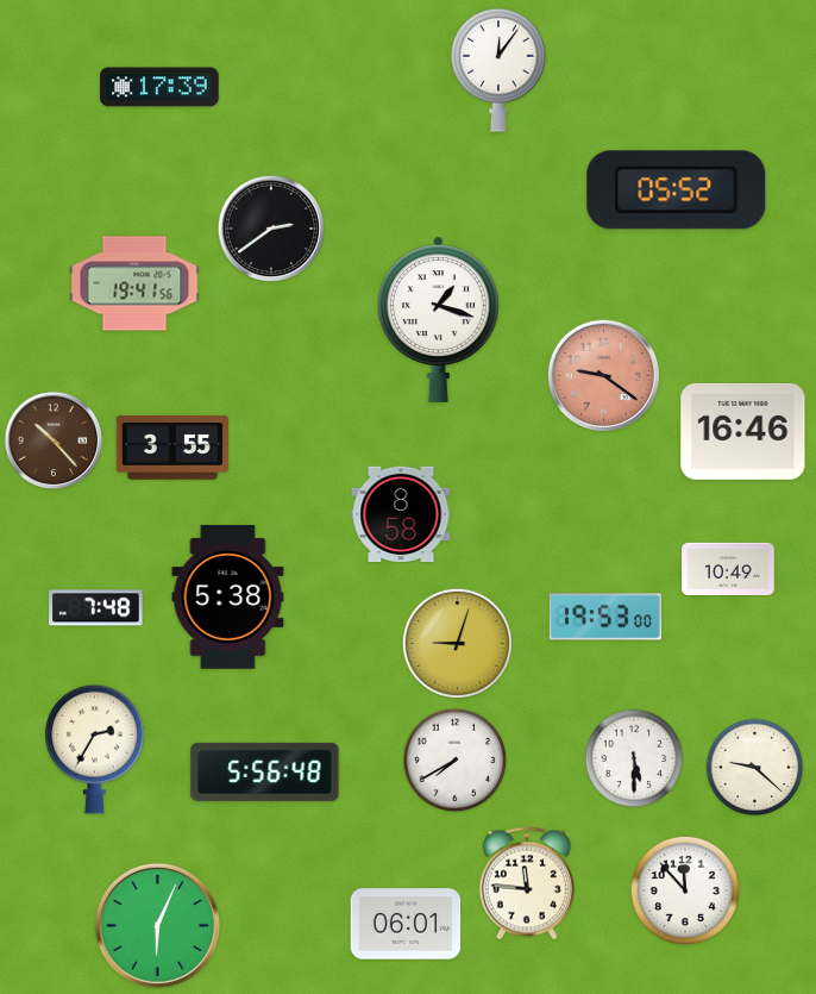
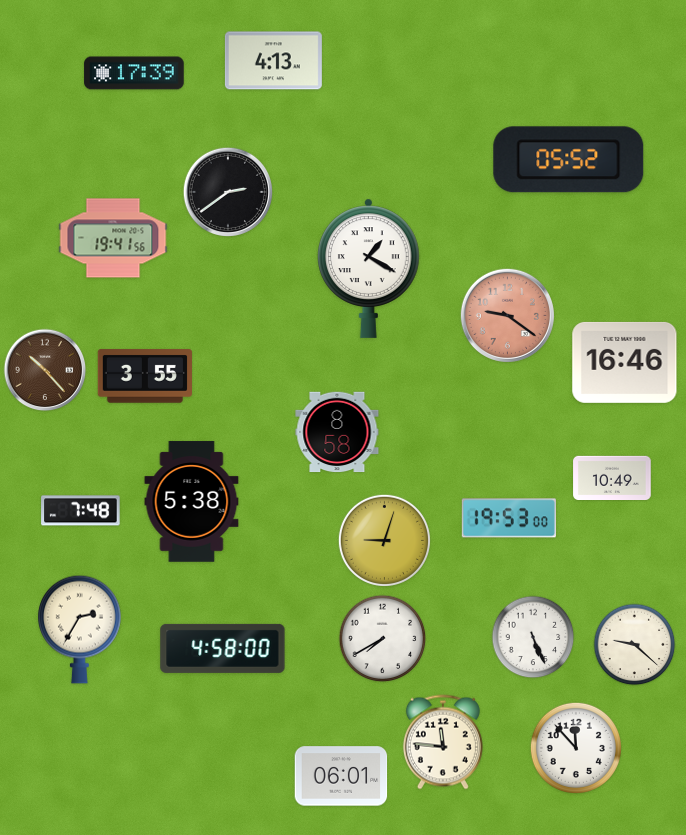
clock at (498, 70): 12:06 -> none
clock at (273, 61): none -> 4:13
clock at (439, 319): 1:18 -> 1:20
clock at (634, 758): 5:30 -> 5:26
clock at (265, 771): 5:56 -> 4:58
clock at (157, 925): 6:04 -> none
